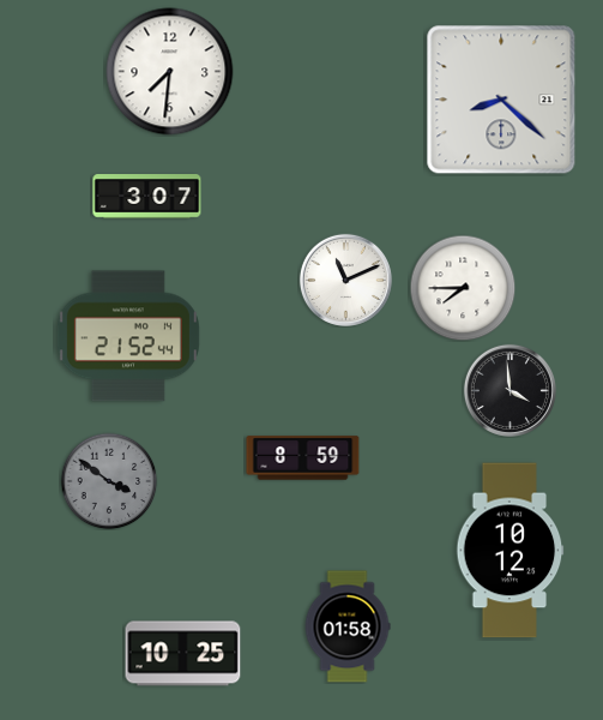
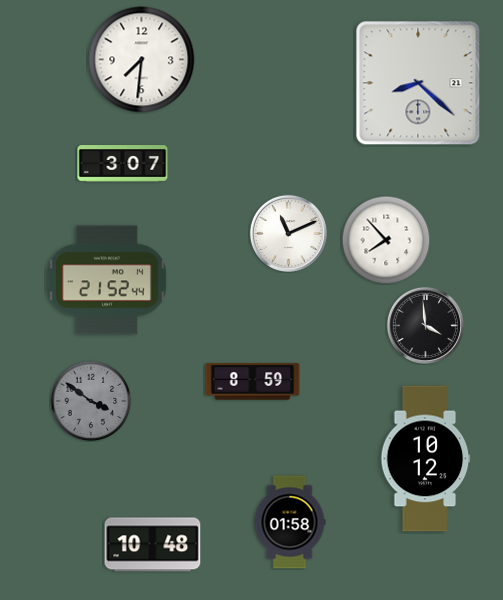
clock at (463, 288): 7:45 -> 7:53
clock at (183, 654): 10:25 -> 10:48
